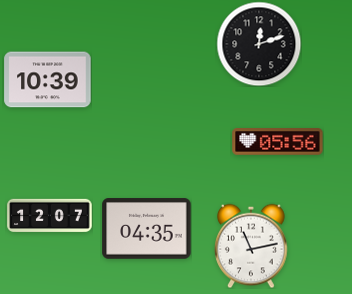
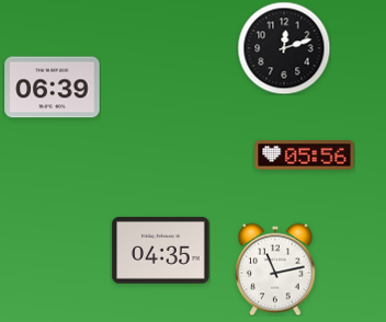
clock at (48, 80): 10:39 -> 06:39
clock at (50, 215): 12:07 -> none
